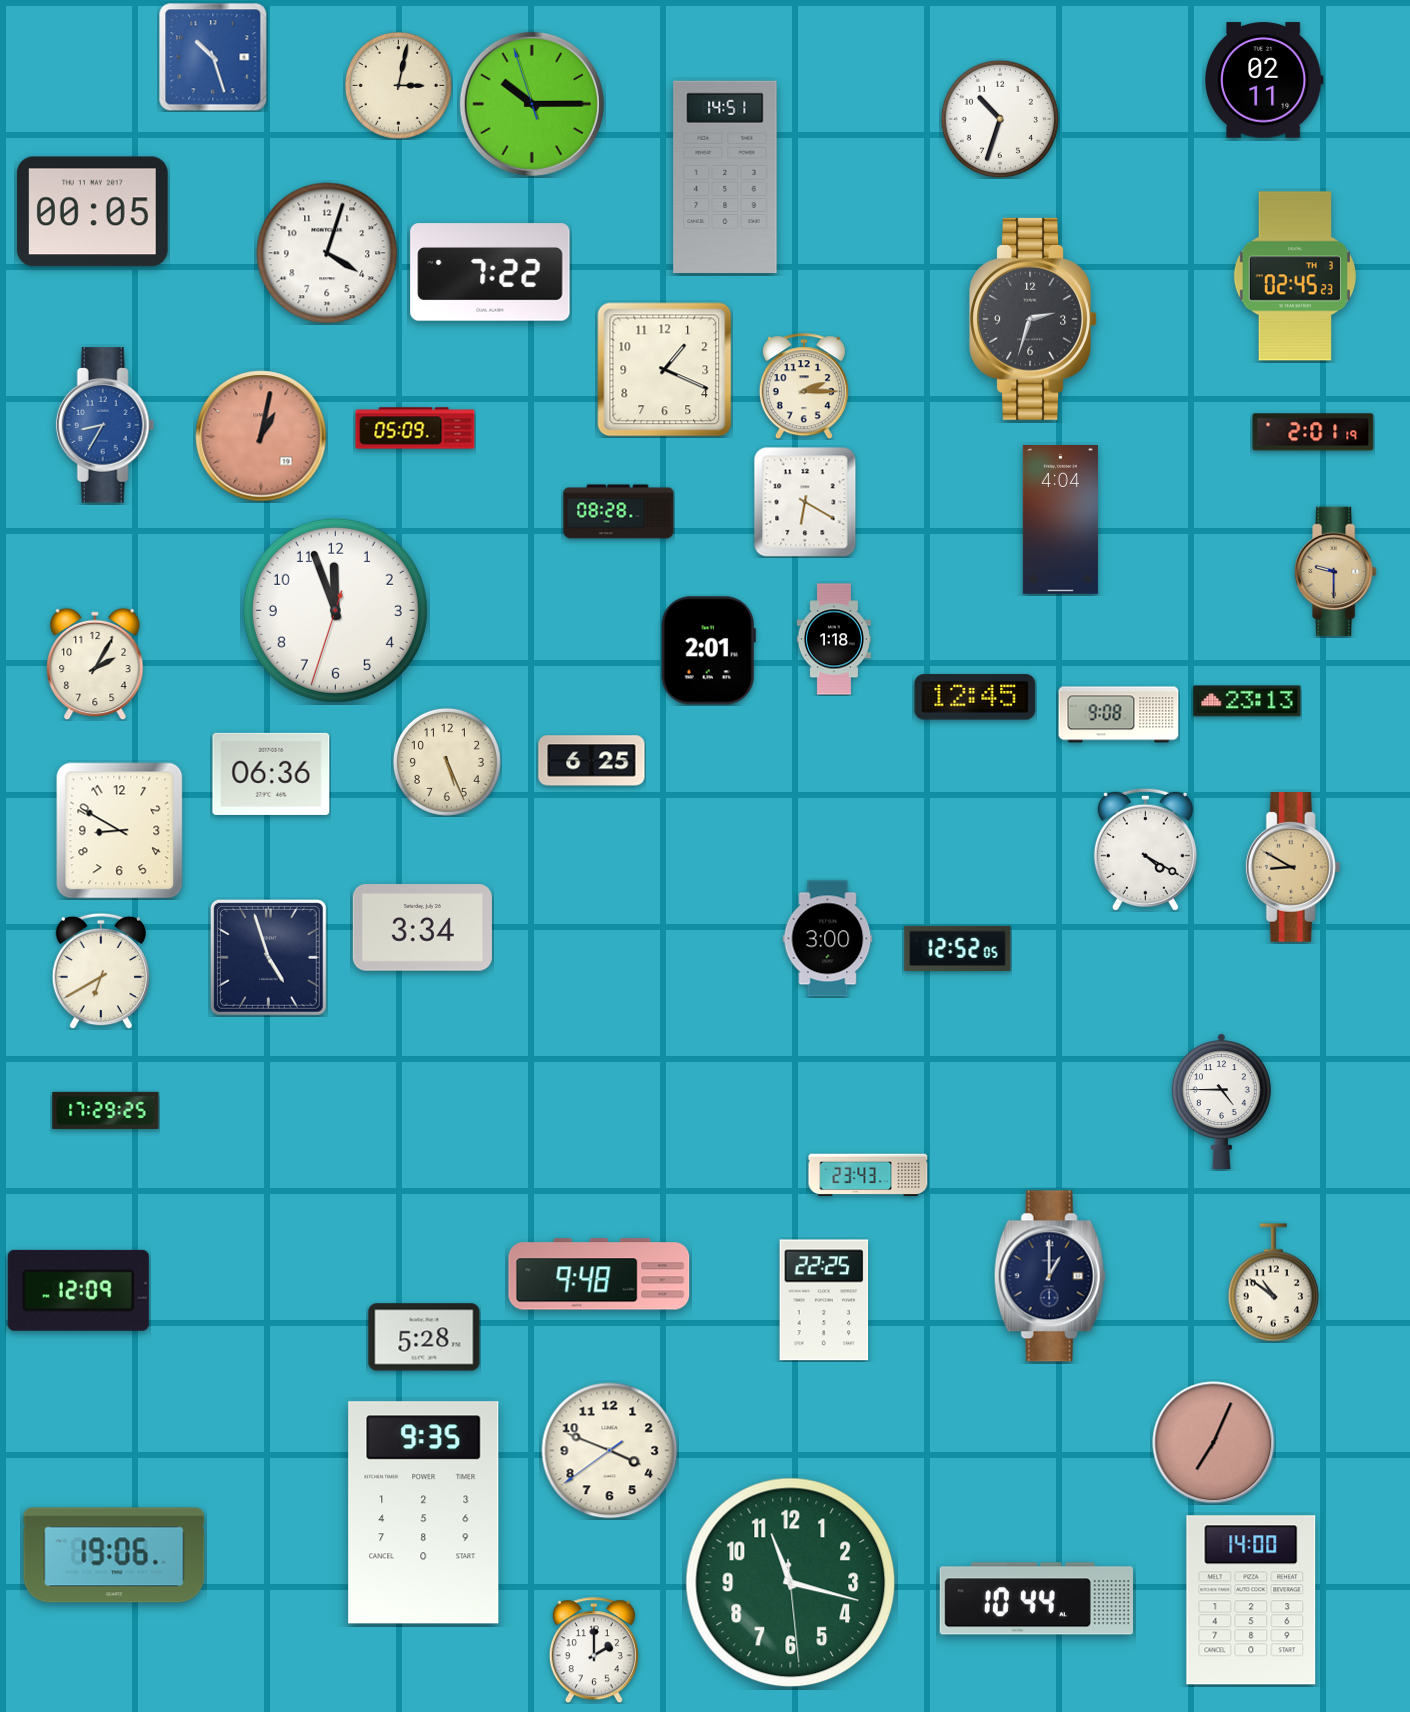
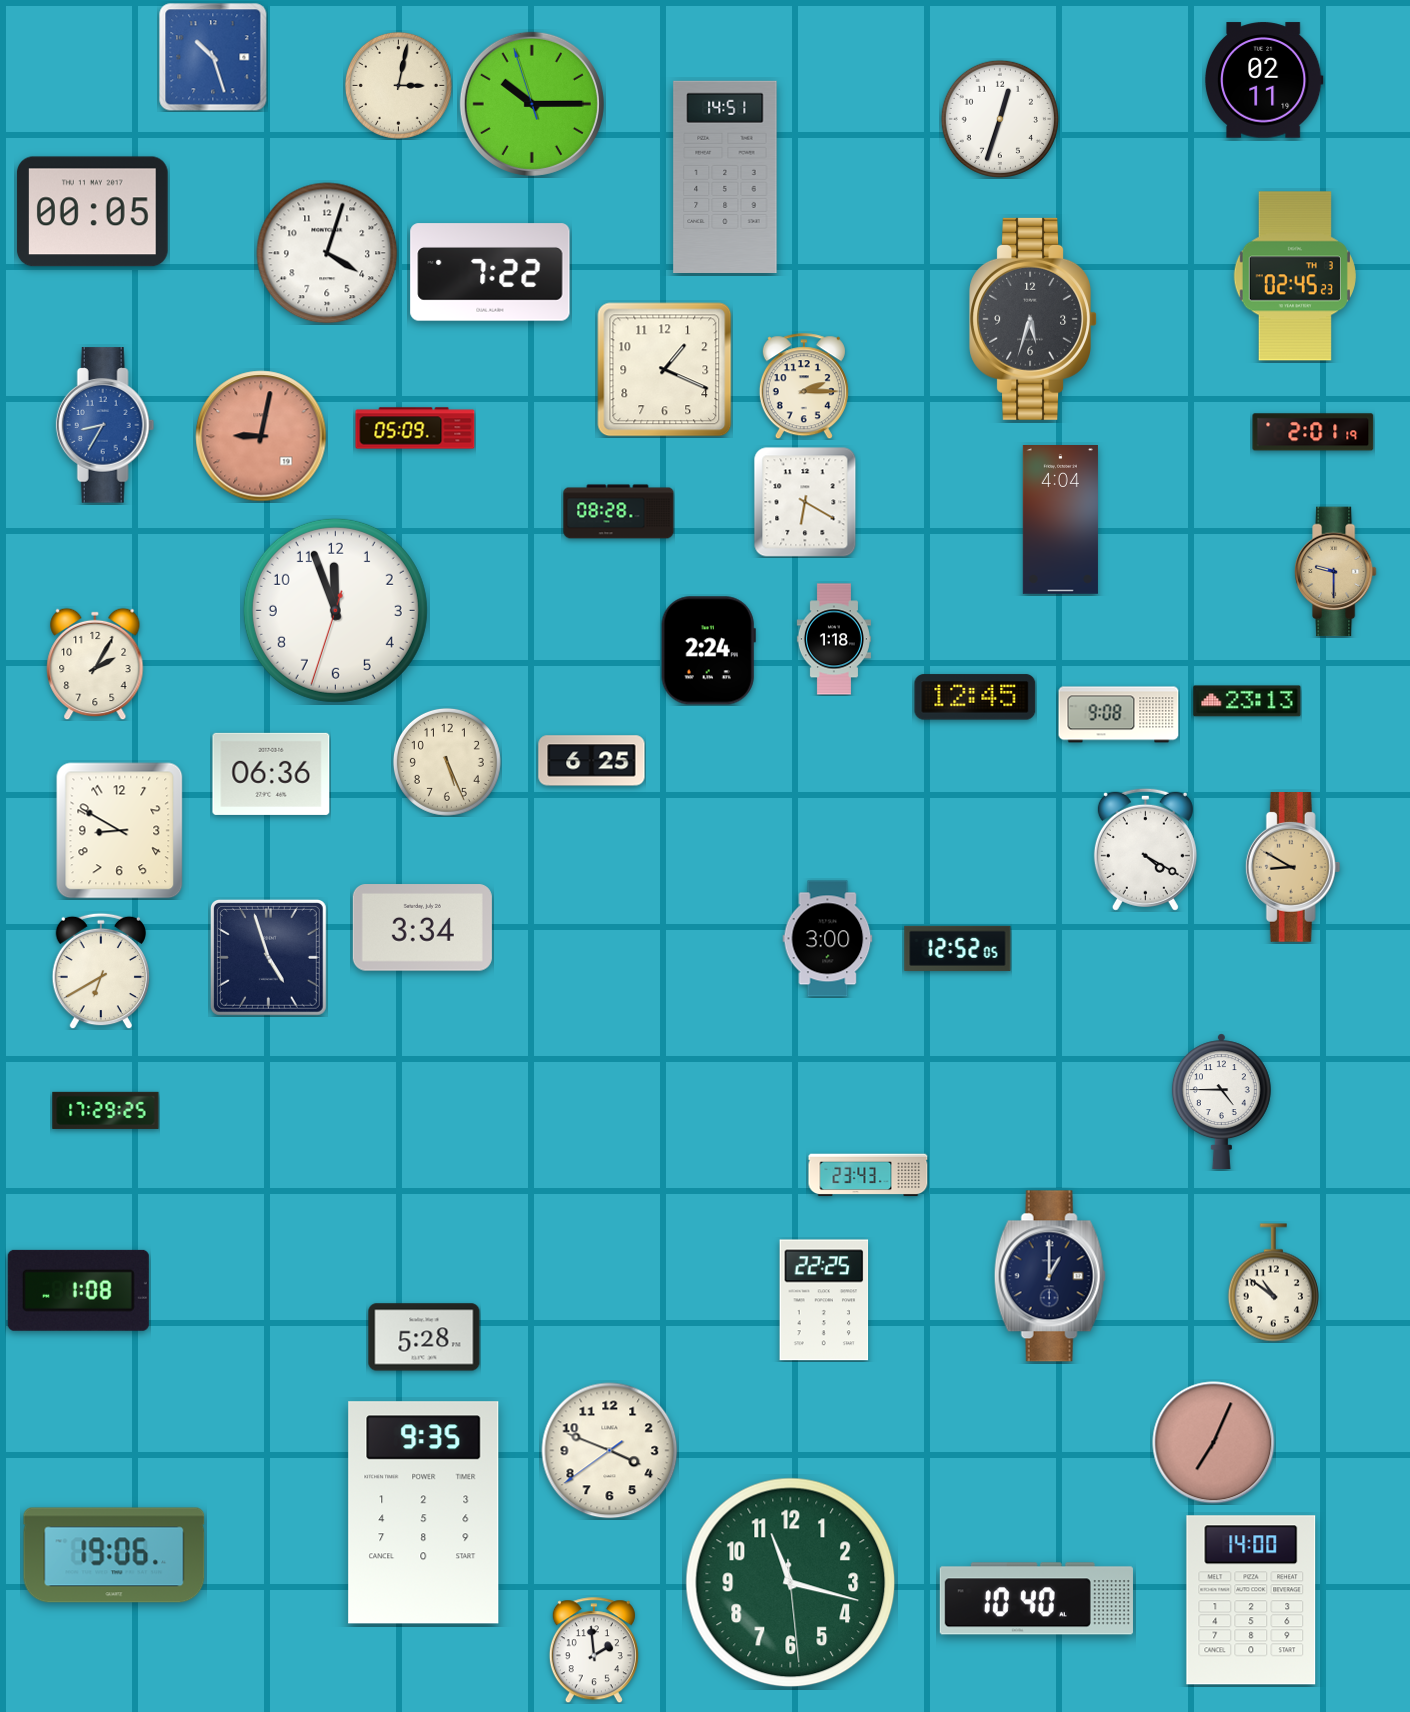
clock at (1000, 119): 10:33 -> 12:33
clock at (1033, 319): 2:33 -> 5:33
clock at (261, 436): 1:02 -> 9:02
clock at (708, 651): 2:01 -> 2:24
clock at (599, 1274): 9:48 -> none
clock at (78, 1290): 12:09 -> 1:08
clock at (1036, 1599): 10:44 -> 10:40
clock at (594, 1650): 2:00 -> 1:59
